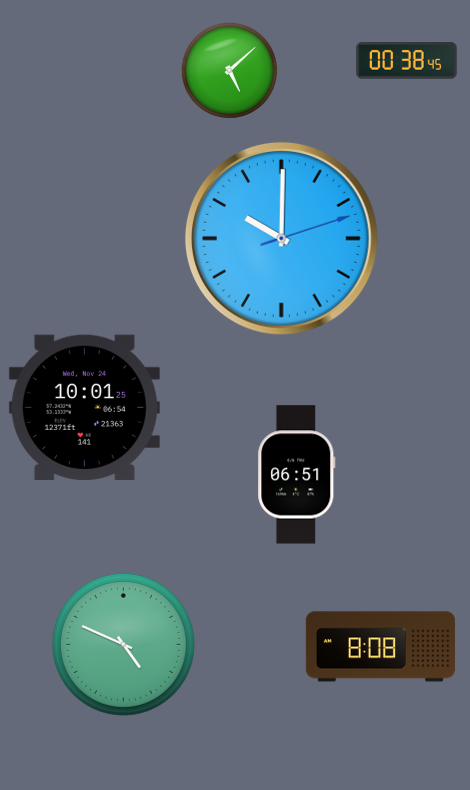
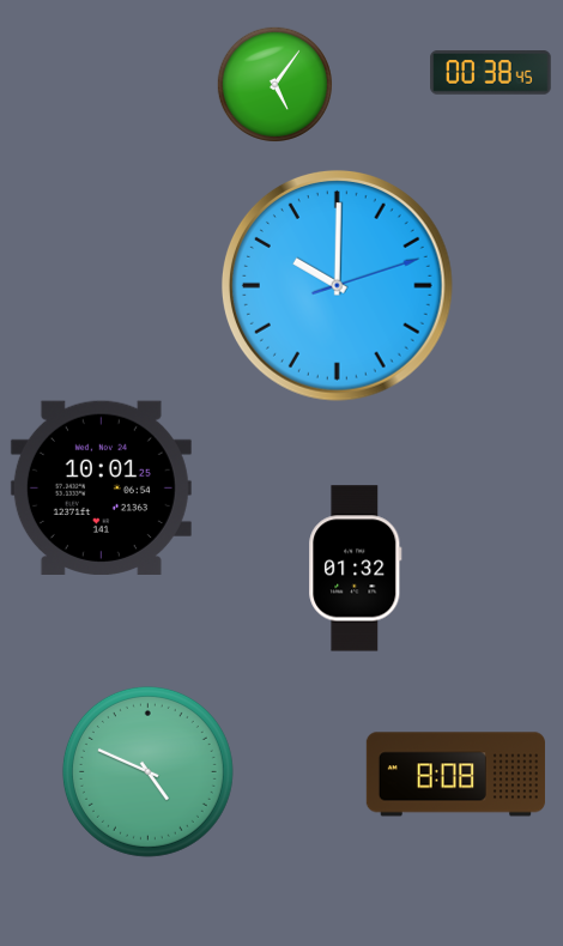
clock at (407, 61) position: (407, 61) -> (491, 73)
clock at (229, 70): 5:08 -> 5:06
clock at (297, 475): 06:51 -> 01:32
